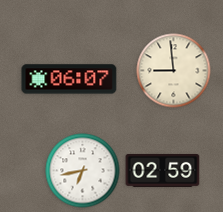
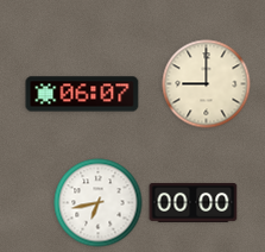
clock at (174, 71): 8:59 -> 9:00
clock at (163, 170): 02:59 -> 00:00
